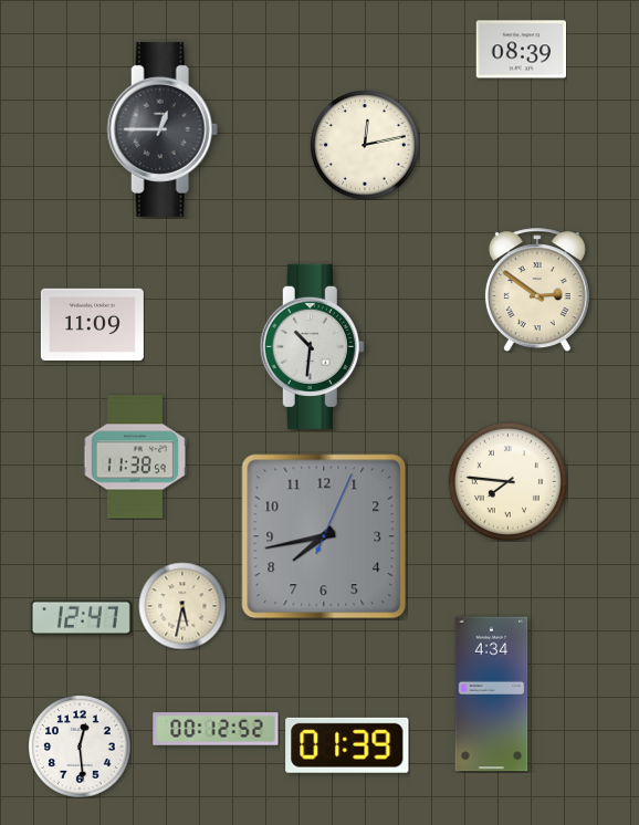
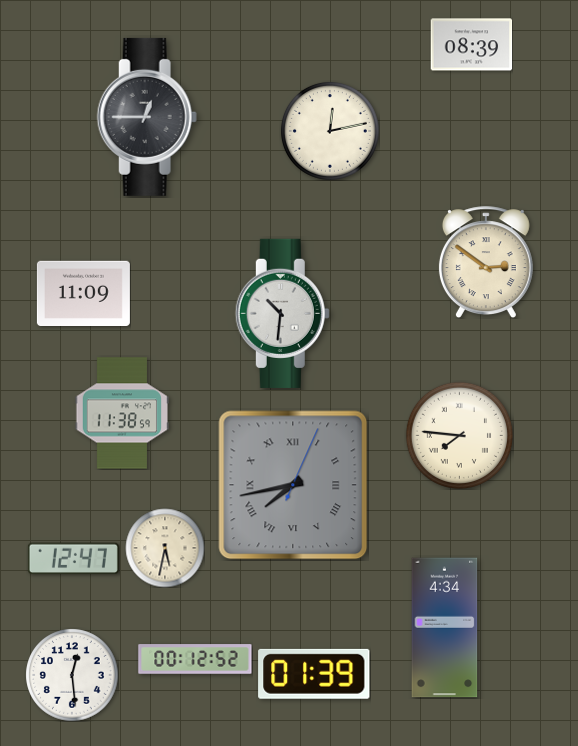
clock at (324, 536) numerals: Arabic -> Roman
